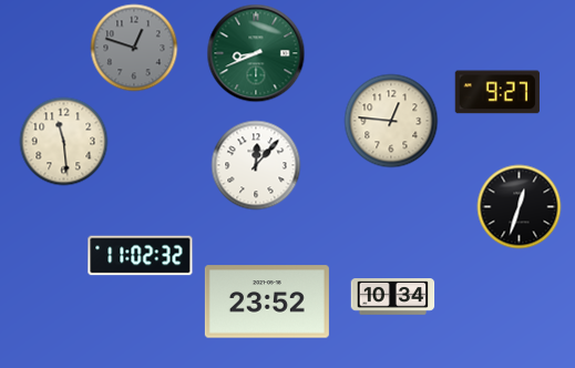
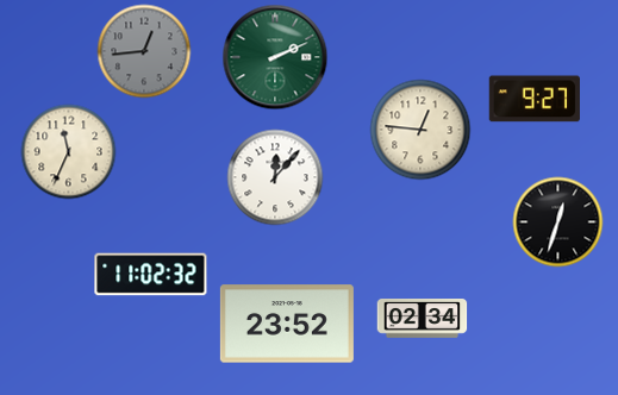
clock at (134, 48): 12:48 -> 12:44
clock at (256, 53): 8:41 -> 2:11
clock at (64, 142): 11:29 -> 11:34
clock at (393, 297): 10:34 -> 02:34
